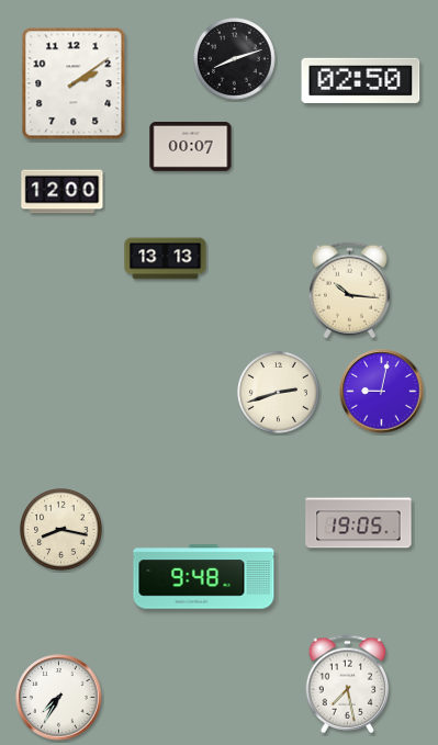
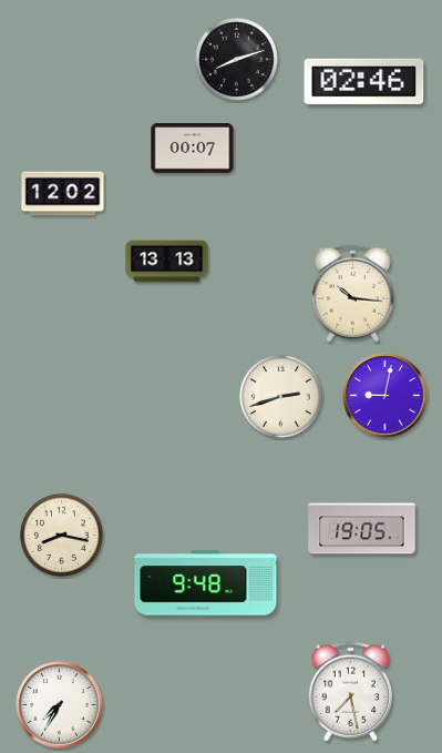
clock at (361, 80): 02:50 -> 02:46
clock at (74, 83): 2:09 -> none
clock at (63, 192): 12:00 -> 12:02
